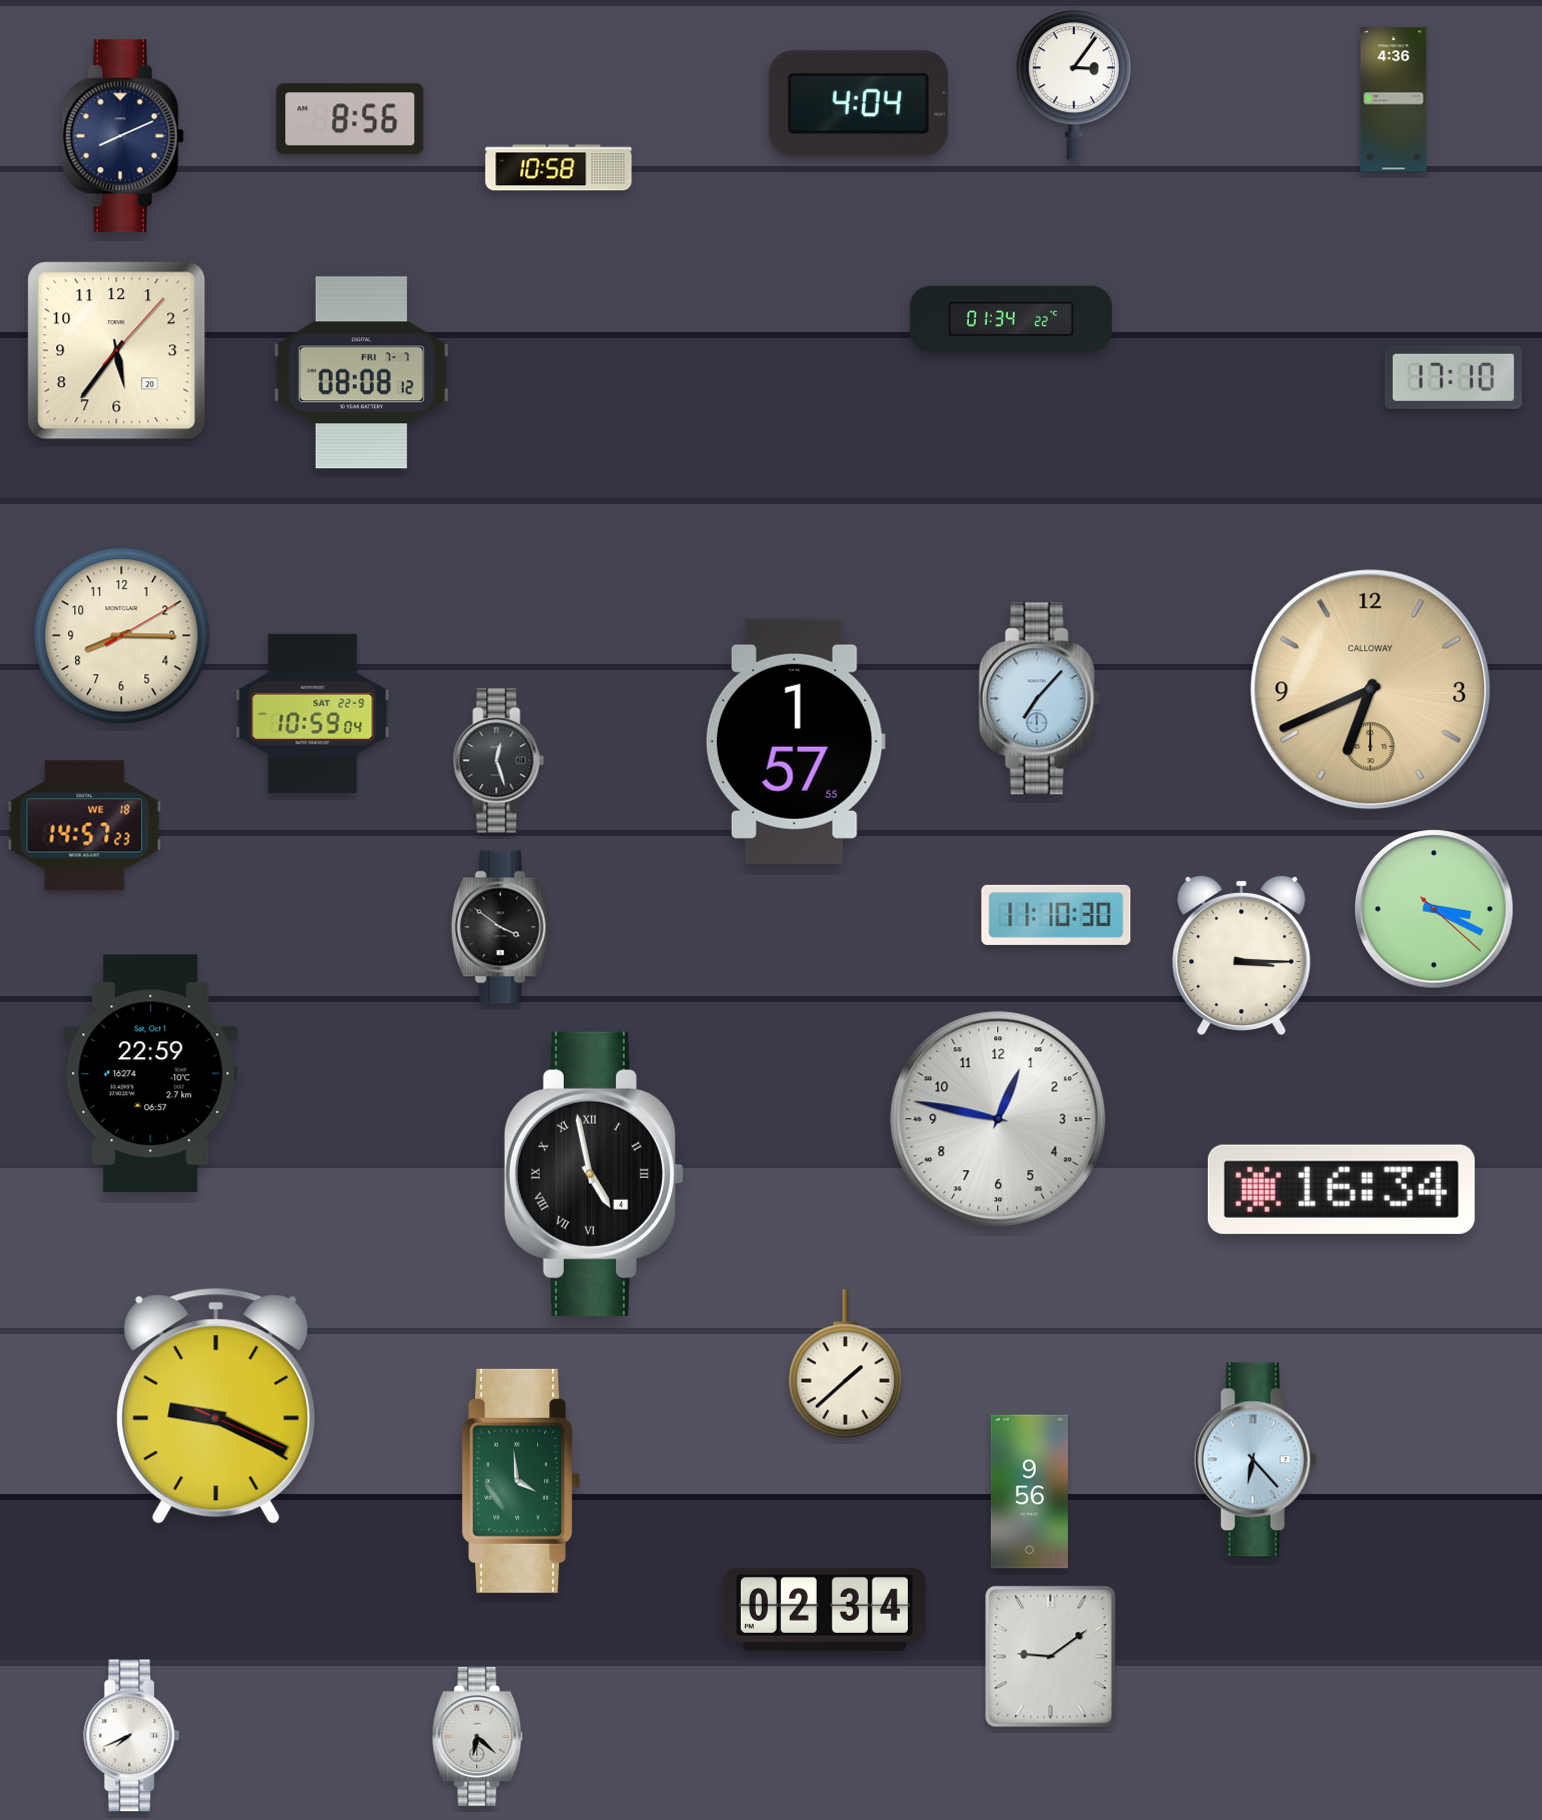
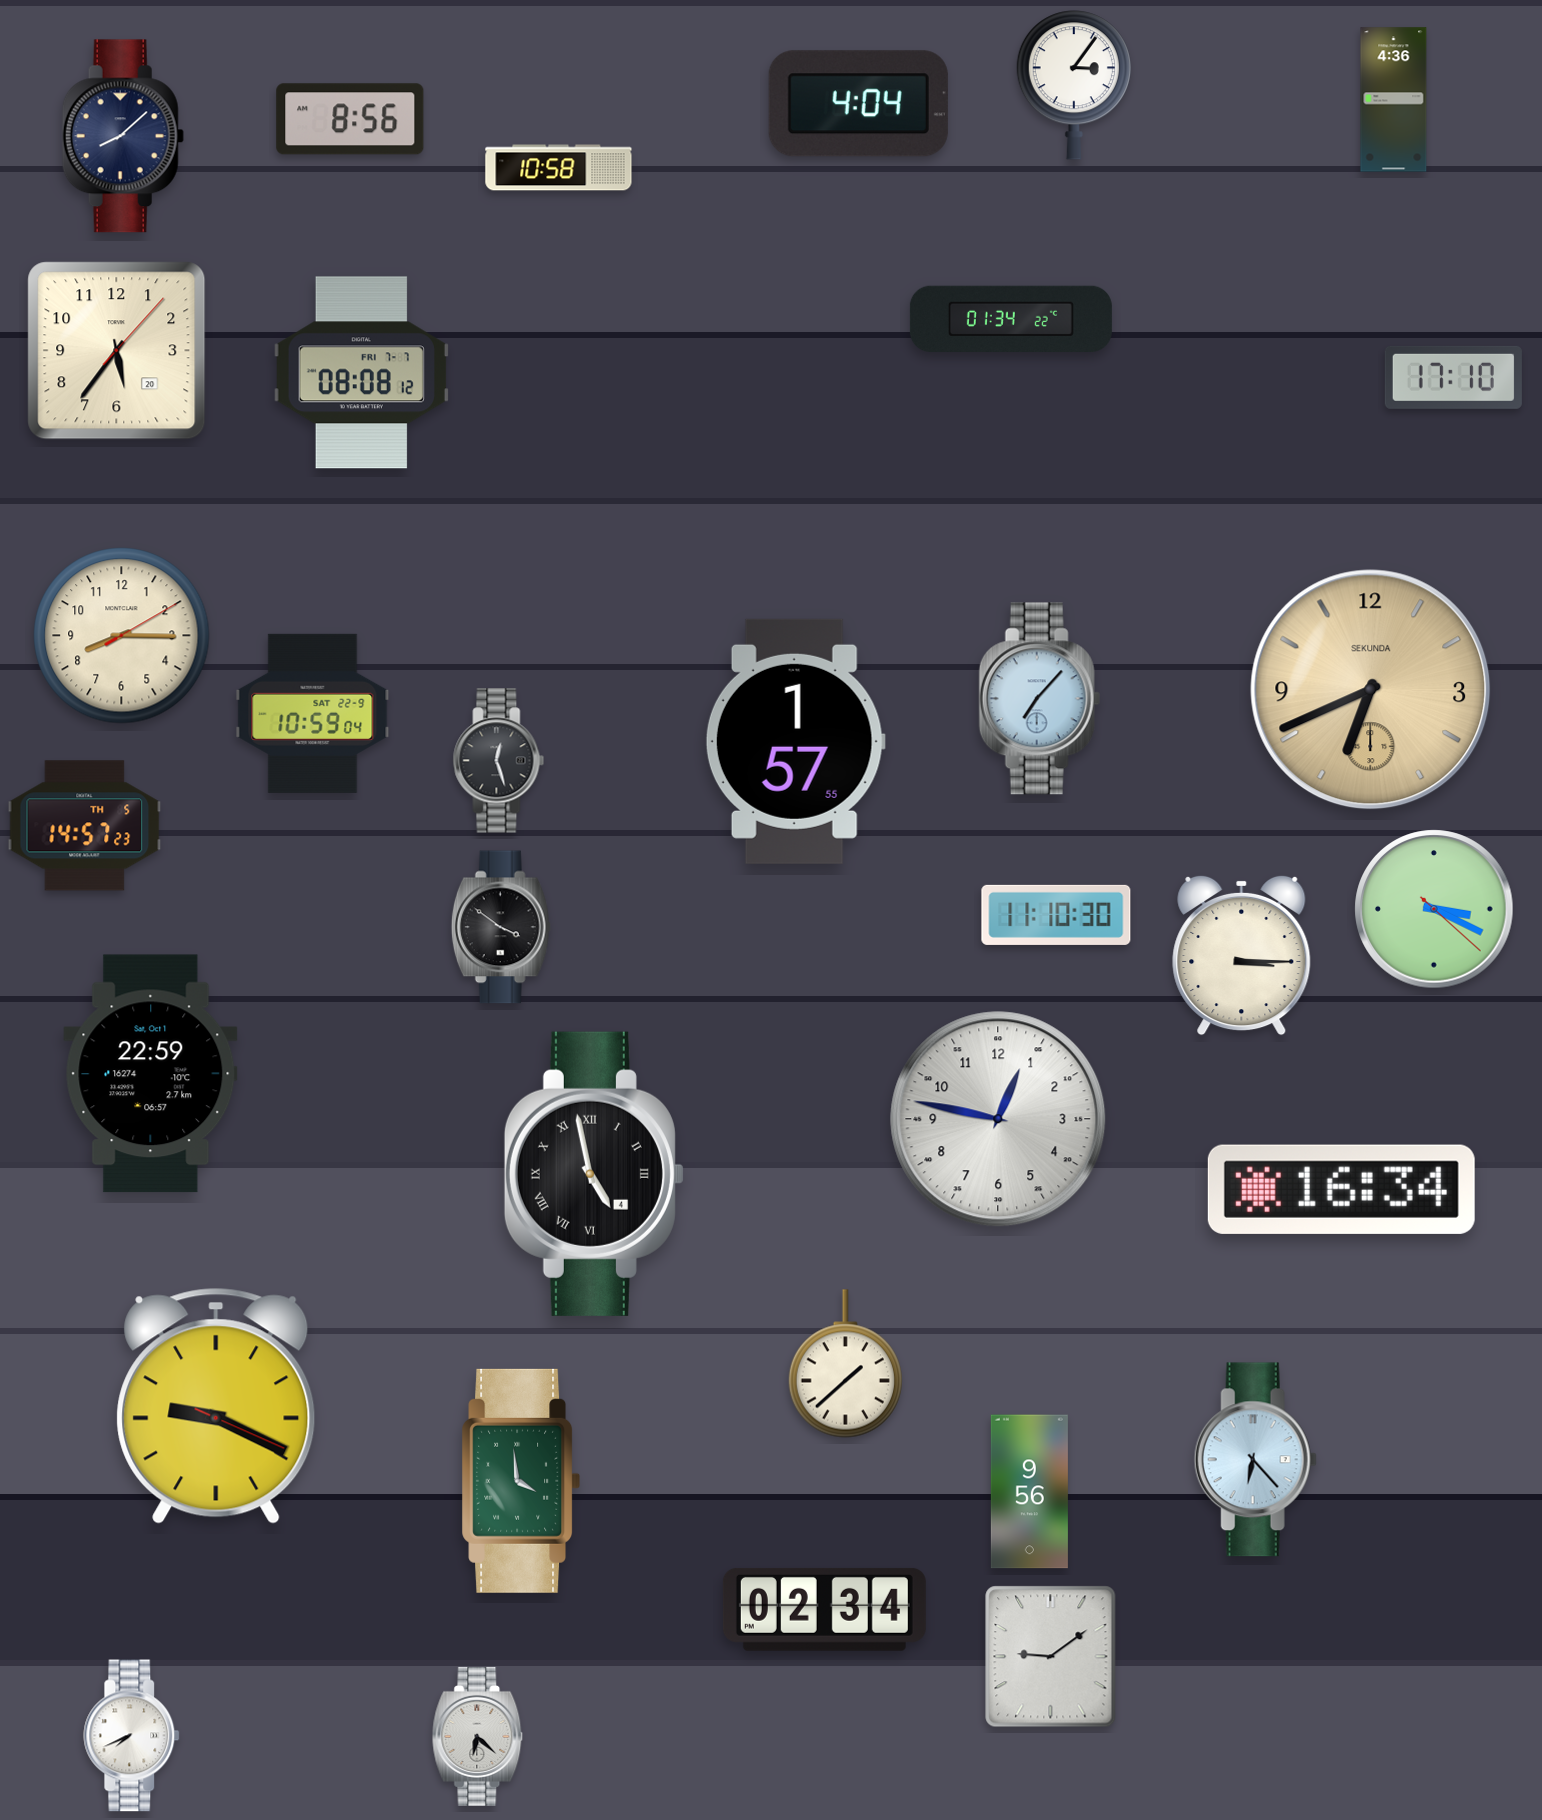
clock at (123, 136): 8:11 -> 8:08
clock at (1371, 690) brand: CALLOWAY -> SEKUNDA
clock at (85, 826) date: WE 18 -> TH 5
